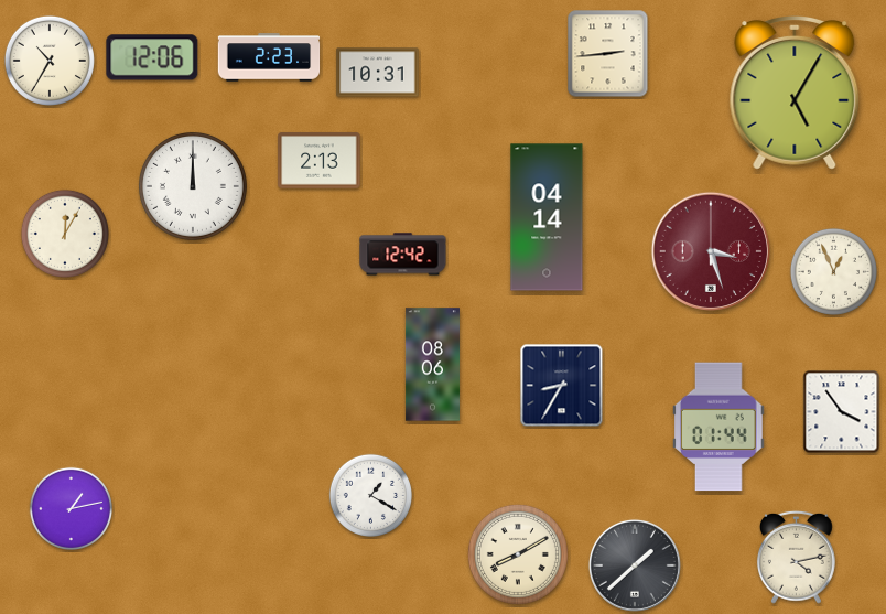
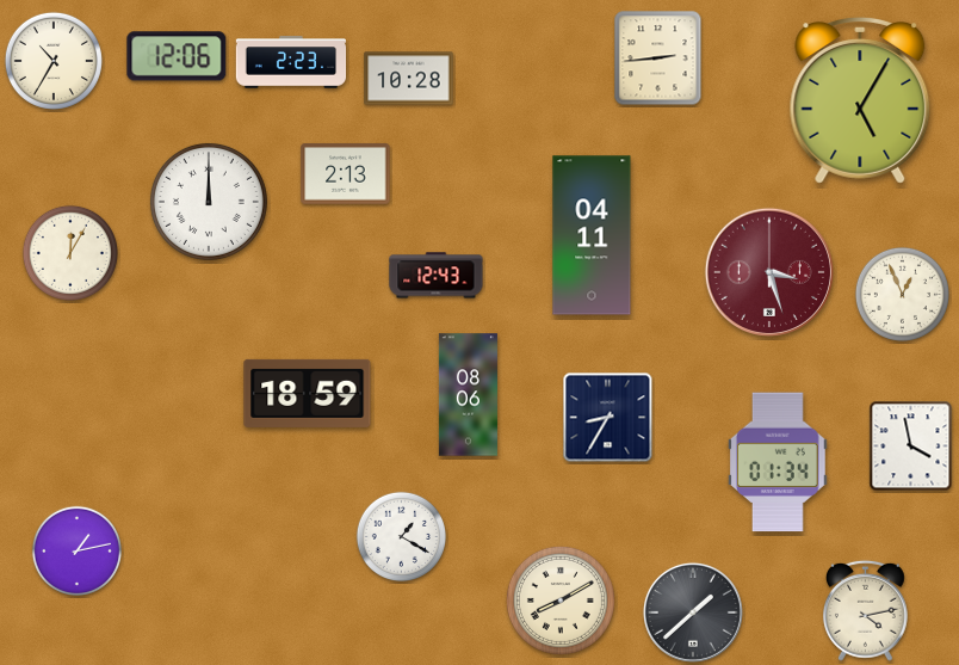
clock at (152, 57) position: (152, 57) -> (177, 56)
clock at (50, 61) position: (50, 61) -> (54, 61)
clock at (378, 73): 10:31 -> 10:28
clock at (547, 217): 04:14 -> 04:11
clock at (403, 255): 12:42 -> 12:43
clock at (308, 393): none -> 18:59
clock at (842, 412): 3:54 -> 3:58
clock at (720, 427): 01:44 -> 01:34
clock at (796, 557) position: (796, 557) -> (865, 610)
clock at (635, 565) position: (635, 565) -> (693, 612)
